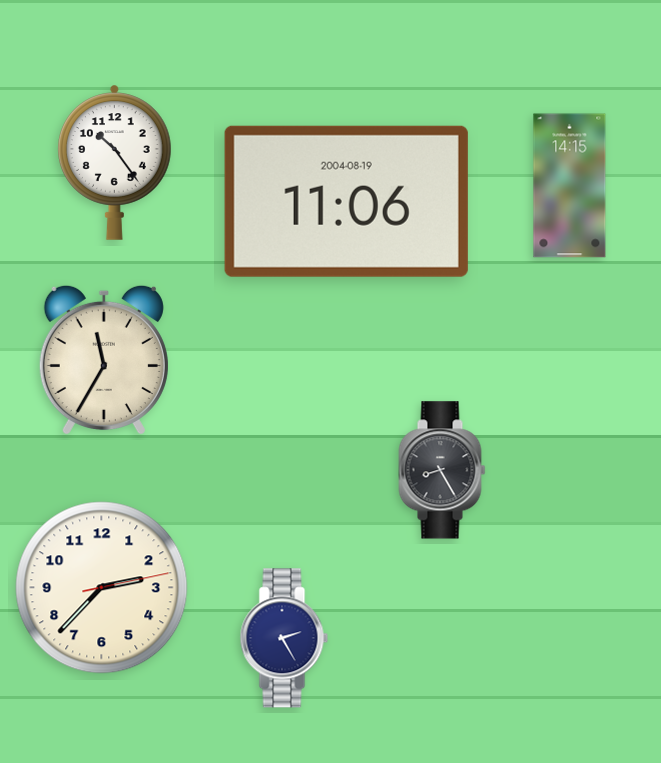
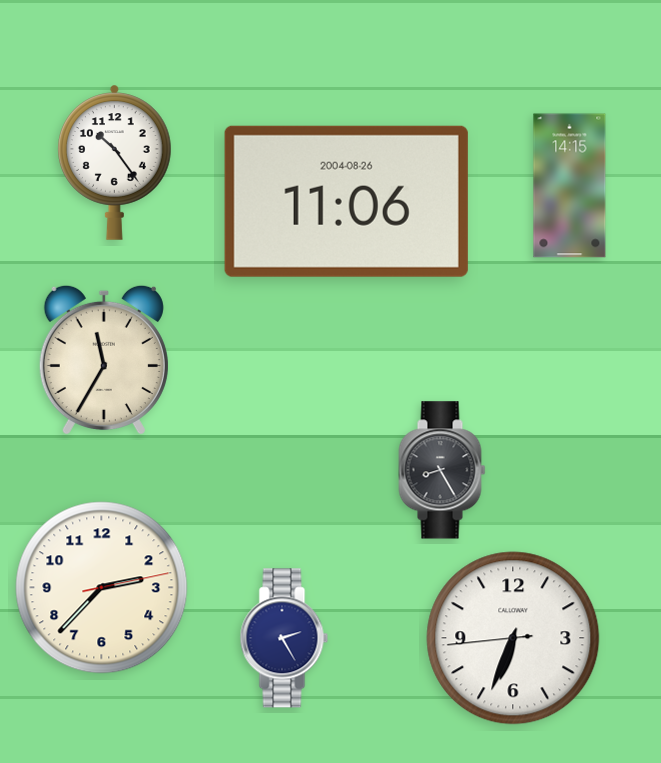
clock at (346, 201) date: 2004-08-19 -> 2004-08-26
clock at (513, 638): none -> 6:33
